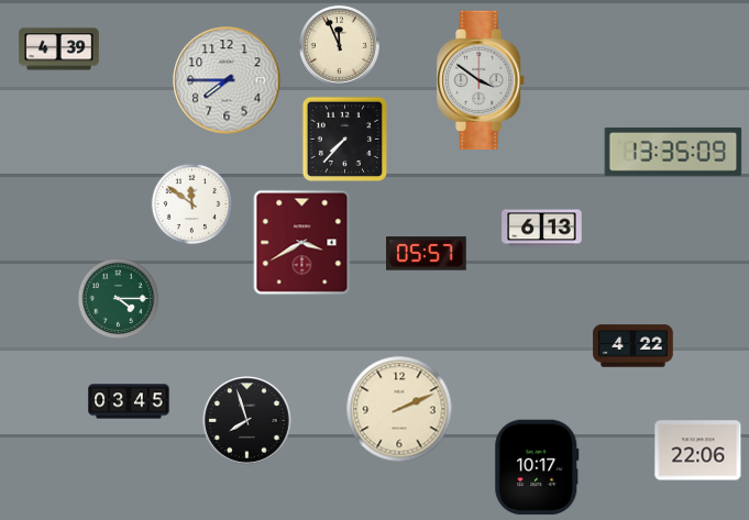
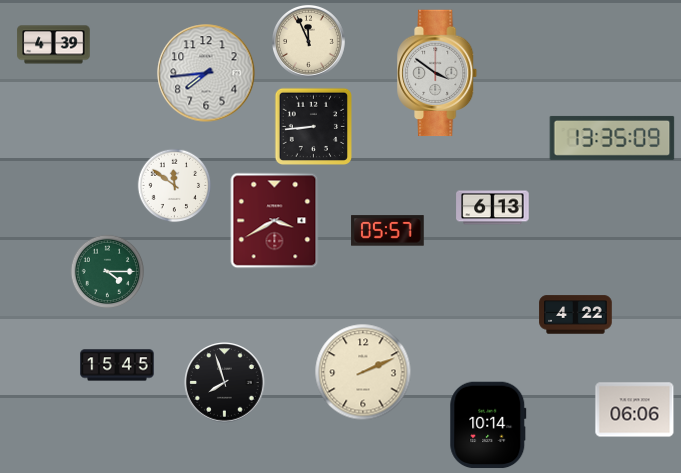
clock at (227, 80): 7:45 -> 7:44
clock at (344, 139): 7:37 -> 8:44
clock at (129, 401): 03:45 -> 15:45
clock at (698, 451): 22:06 -> 06:06
clock at (537, 467): 10:17 -> 10:14
